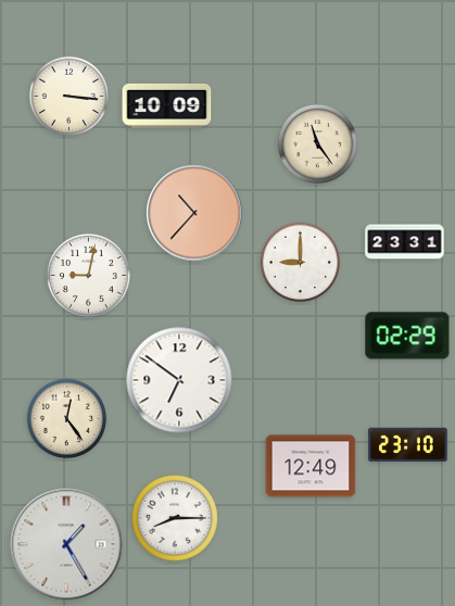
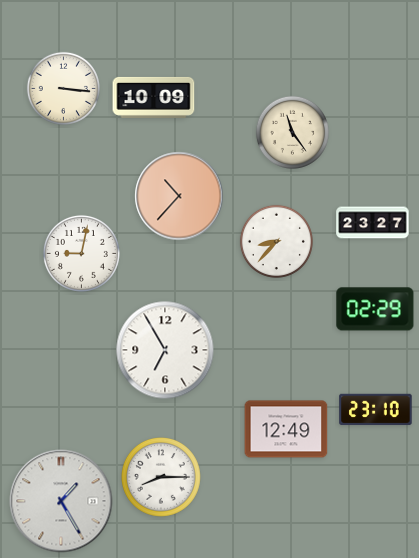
clock at (405, 242): 23:31 -> 23:27
clock at (300, 262): 9:00 -> 8:37
clock at (179, 380): 6:51 -> 6:55
clock at (66, 418): 12:24 -> none
